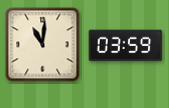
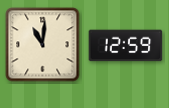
clock at (126, 46): 03:59 -> 12:59
